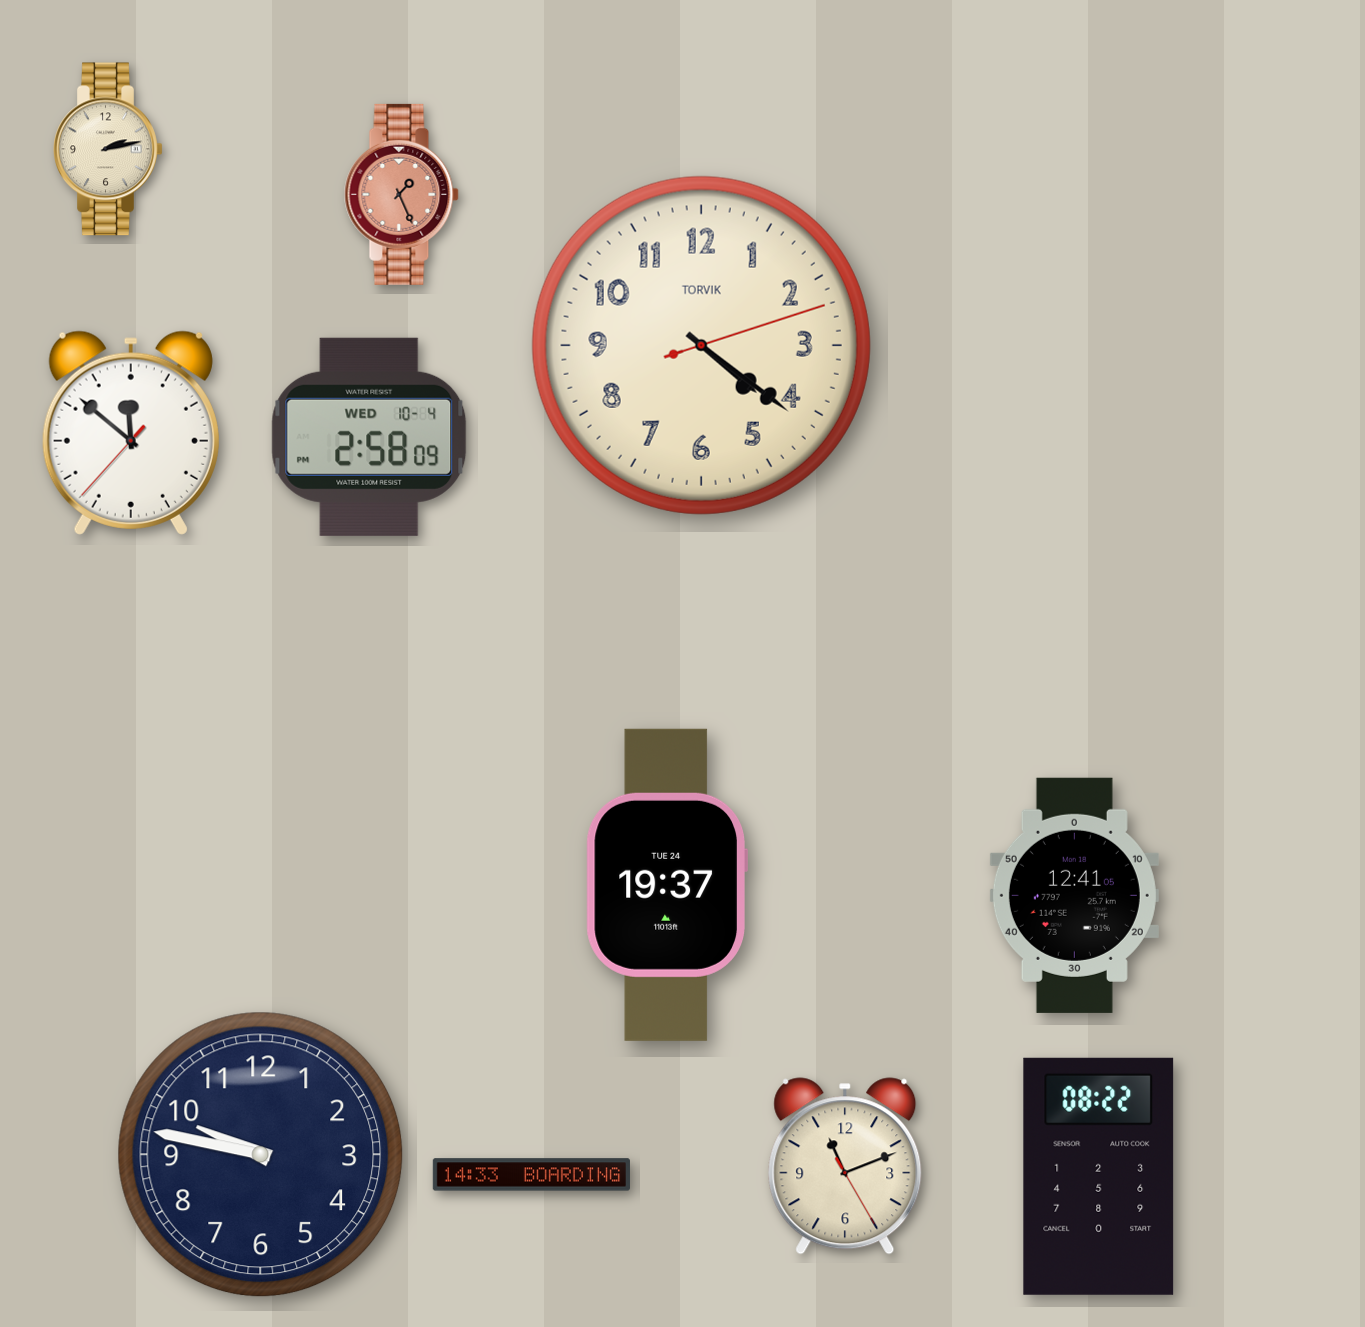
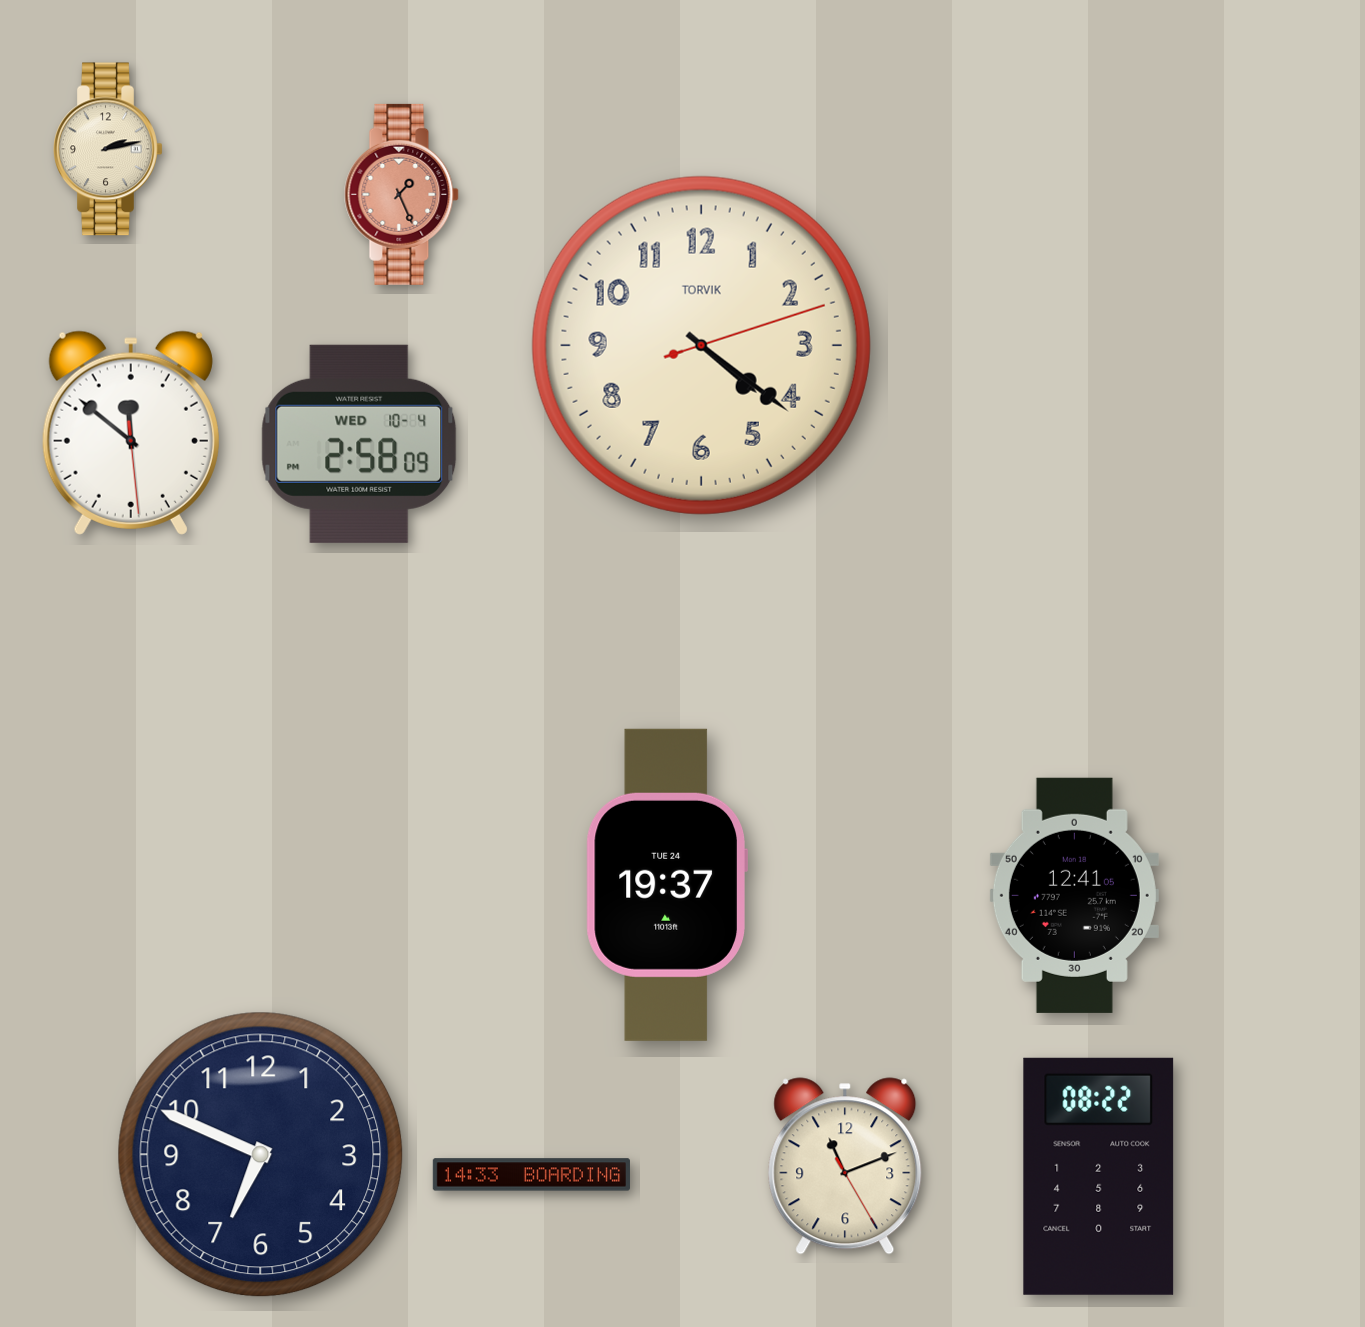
clock at (131, 433): 11:51:37 -> 11:51:29
clock at (369, 437) position: (369, 437) -> (359, 444)
clock at (261, 1155): 9:47 -> 6:49
